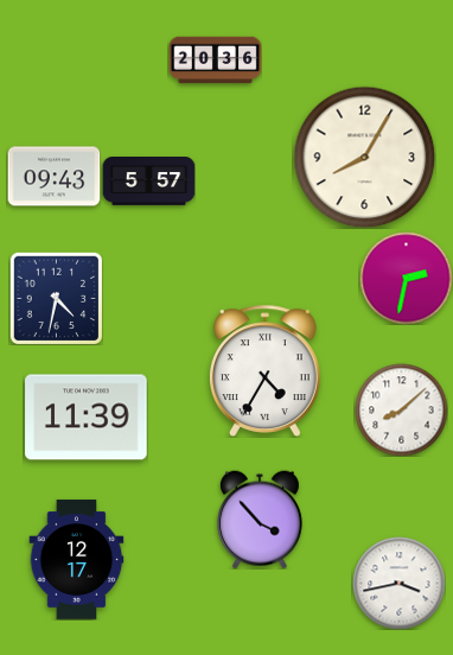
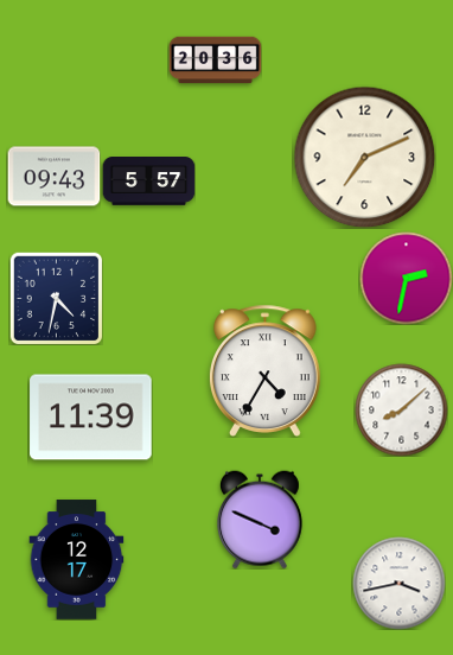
clock at (364, 157): 8:05 -> 7:11
clock at (87, 418) position: (87, 418) -> (91, 418)
clock at (260, 520): 3:53 -> 3:49
